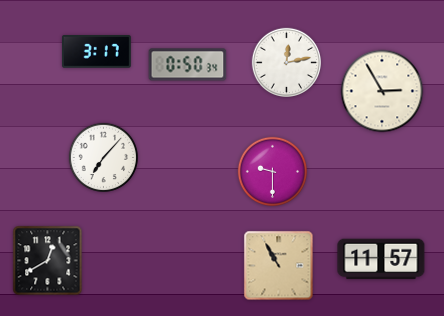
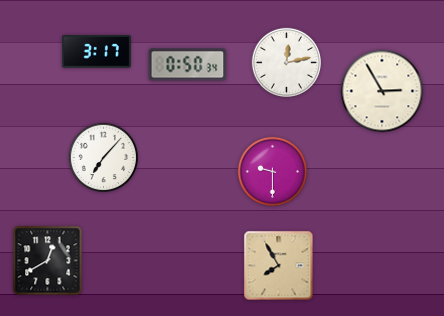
clock at (381, 259): 11:57 -> none
clock at (279, 266): 10:55 -> 7:55
